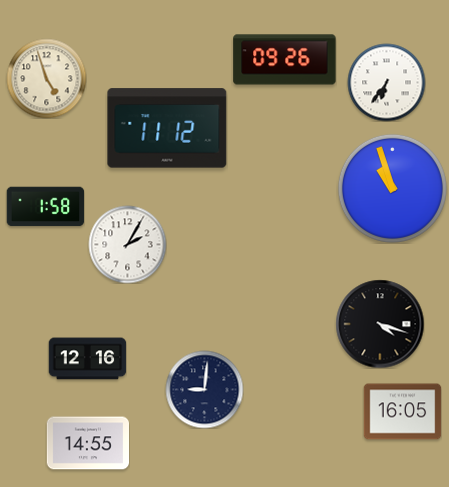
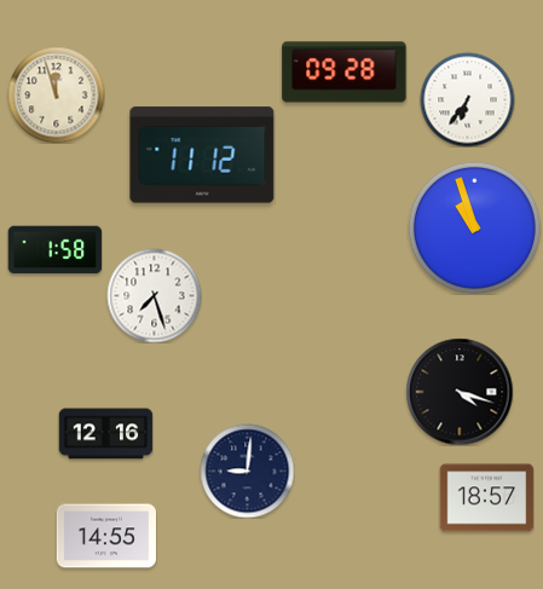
clock at (285, 60): 09:26 -> 09:28
clock at (46, 78): 4:57 -> 11:57
clock at (127, 244): 2:05 -> 7:27
clock at (402, 412): 16:05 -> 18:57
